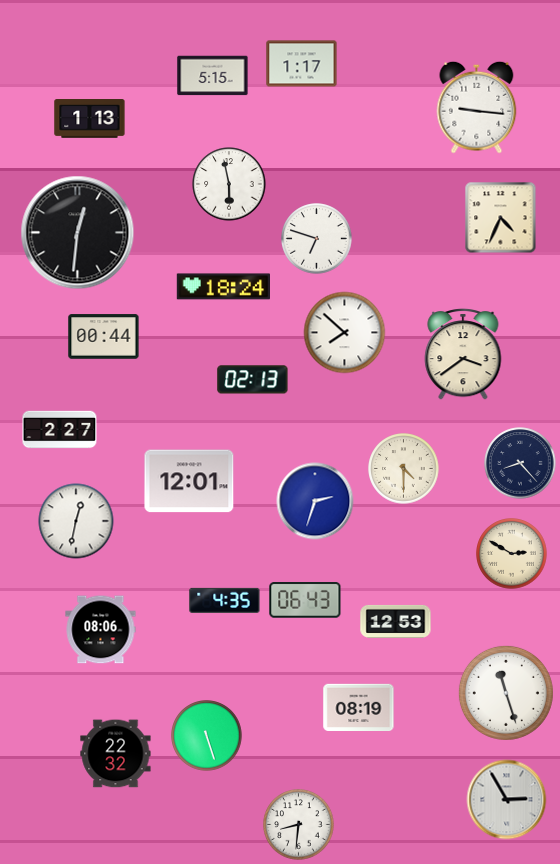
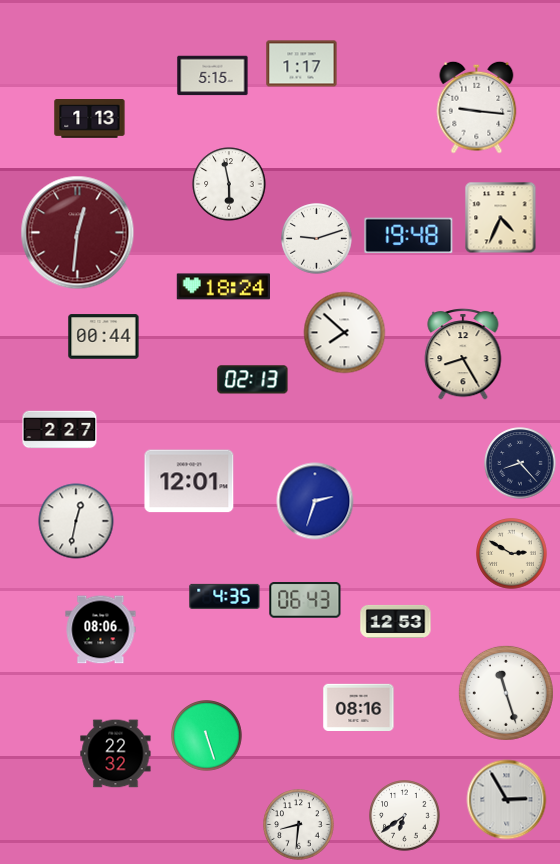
clock at (78, 233) dial: black -> burgundy
clock at (409, 236): none -> 19:48
clock at (317, 239): 6:48 -> 9:12
clock at (463, 354): 3:39 -> 8:25
clock at (404, 469): 4:30 -> none
clock at (225, 600) position: (225, 600) -> (225, 596)
clock at (359, 708): 08:19 -> 08:16
clock at (405, 816): none -> 6:39
